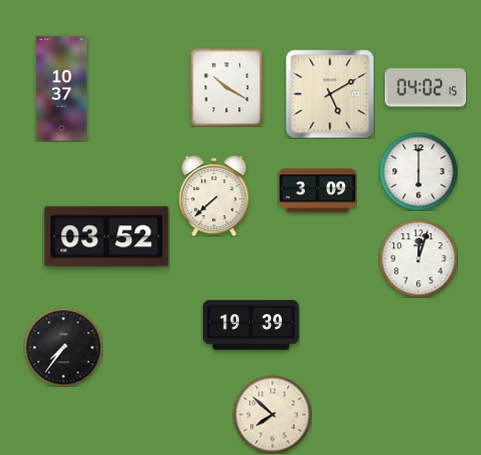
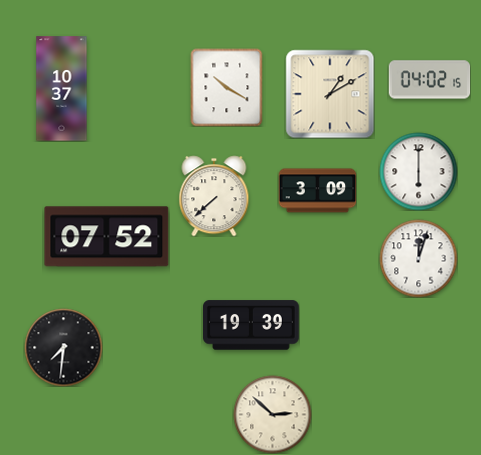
clock at (425, 88) position: (425, 88) -> (429, 80)
clock at (330, 94): 5:10 -> 1:10
clock at (107, 237): 03:52 -> 07:52
clock at (63, 347): 7:36 -> 7:31
clock at (272, 414): 7:52 -> 2:52
